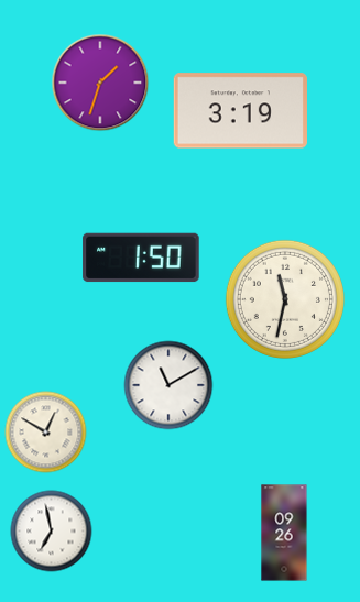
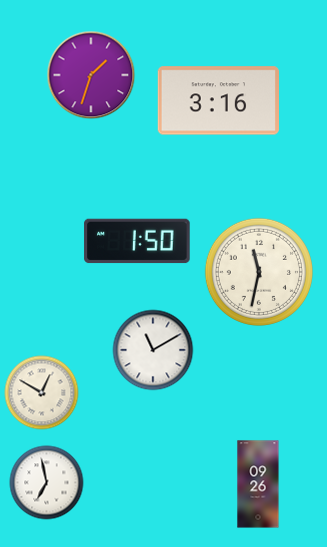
clock at (240, 111): 3:19 -> 3:16
clock at (141, 258) position: (141, 258) -> (137, 241)
